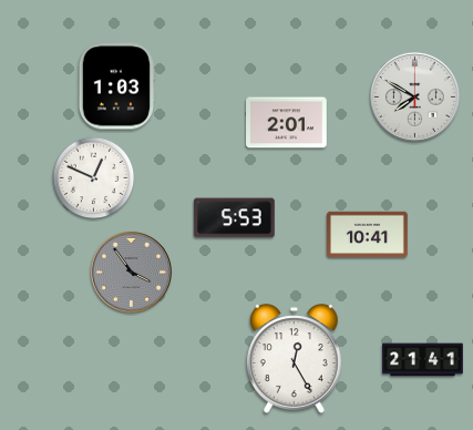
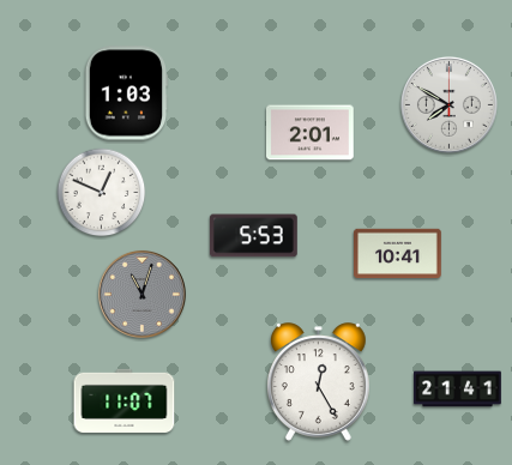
clock at (131, 272): 3:54 -> 11:03
clock at (294, 359) position: (294, 359) -> (318, 382)
clock at (125, 400): none -> 11:07
